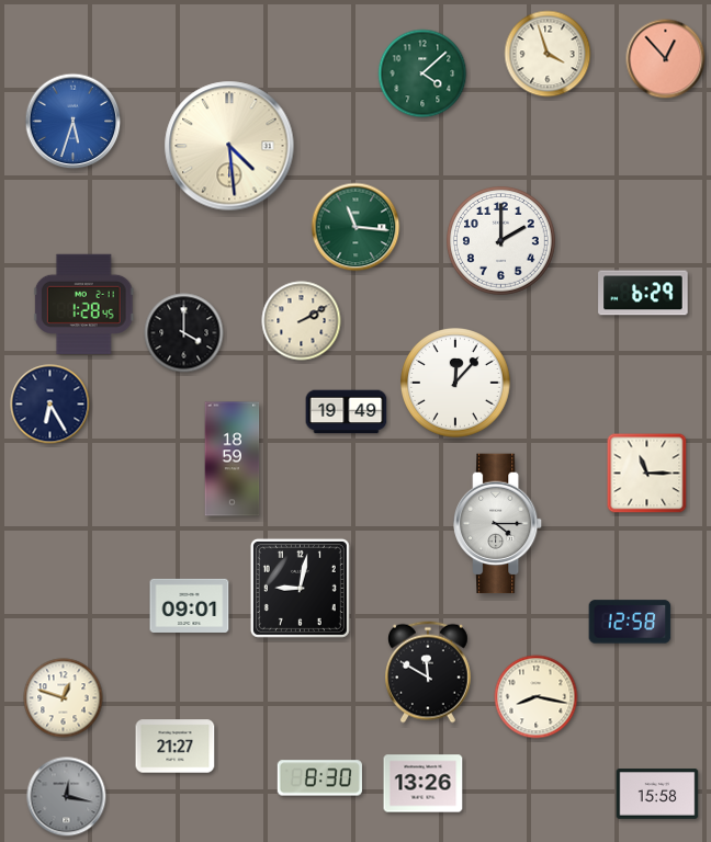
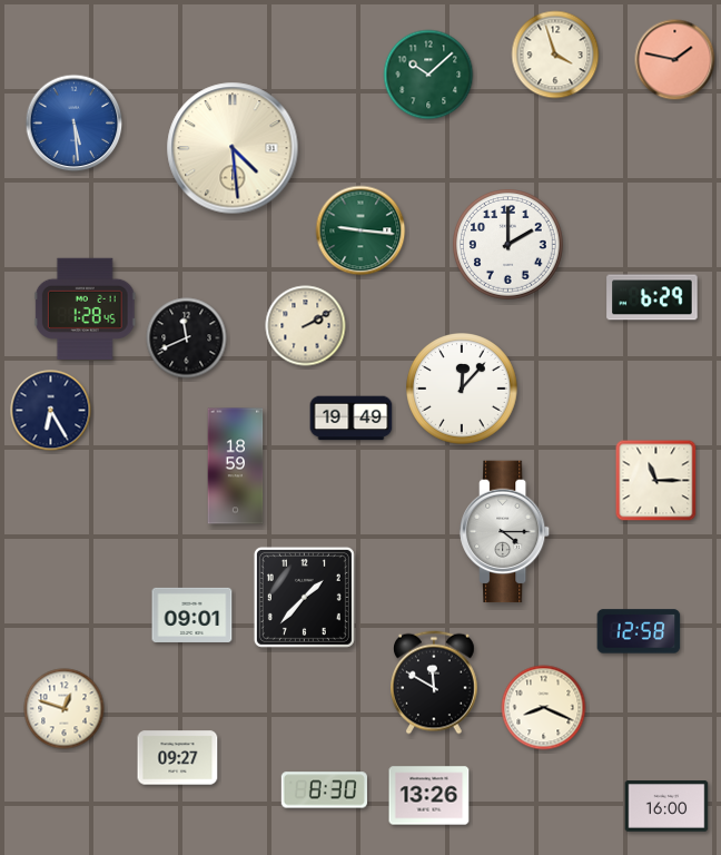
clock at (666, 59): 12:53 -> 1:47
clock at (422, 73): 4:08 -> 10:08
clock at (74, 122): 5:33 -> 5:29
clock at (356, 227): 11:16 -> 9:16
clock at (184, 333): 4:00 -> 11:41
clock at (300, 588): 9:02 -> 1:37
clock at (537, 697): 8:17 -> 8:19
clock at (176, 747): 21:27 -> 09:27
clock at (657, 794): 15:58 -> 16:00
clock at (67, 797): 12:17 -> none
